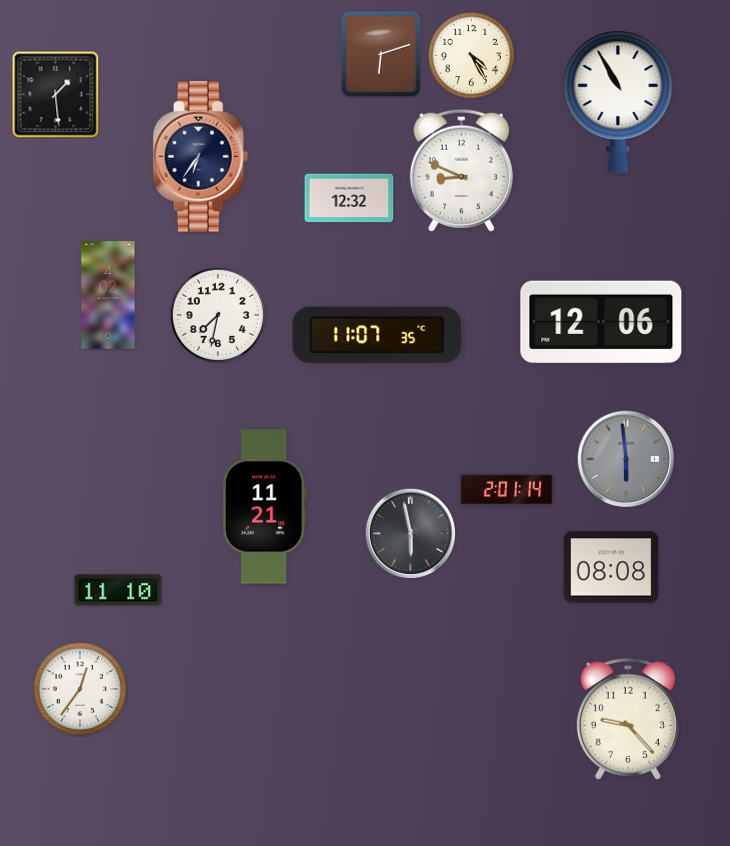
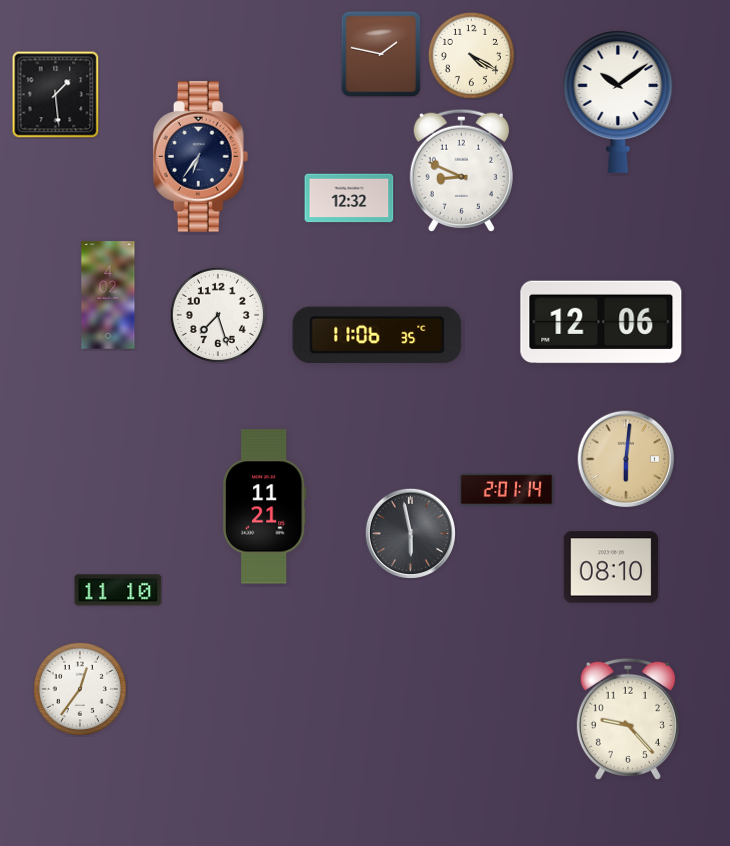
clock at (381, 54): 6:12 -> 1:47
clock at (471, 55): 4:25 -> 4:20
clock at (618, 102): 10:55 -> 10:09
clock at (217, 314): 7:32 -> 7:27
clock at (377, 335): 11:07 -> 11:06
clock at (626, 459): 5:59 -> 6:01
clock at (626, 459) dial: grey -> champagne
clock at (611, 567): 08:08 -> 08:10
